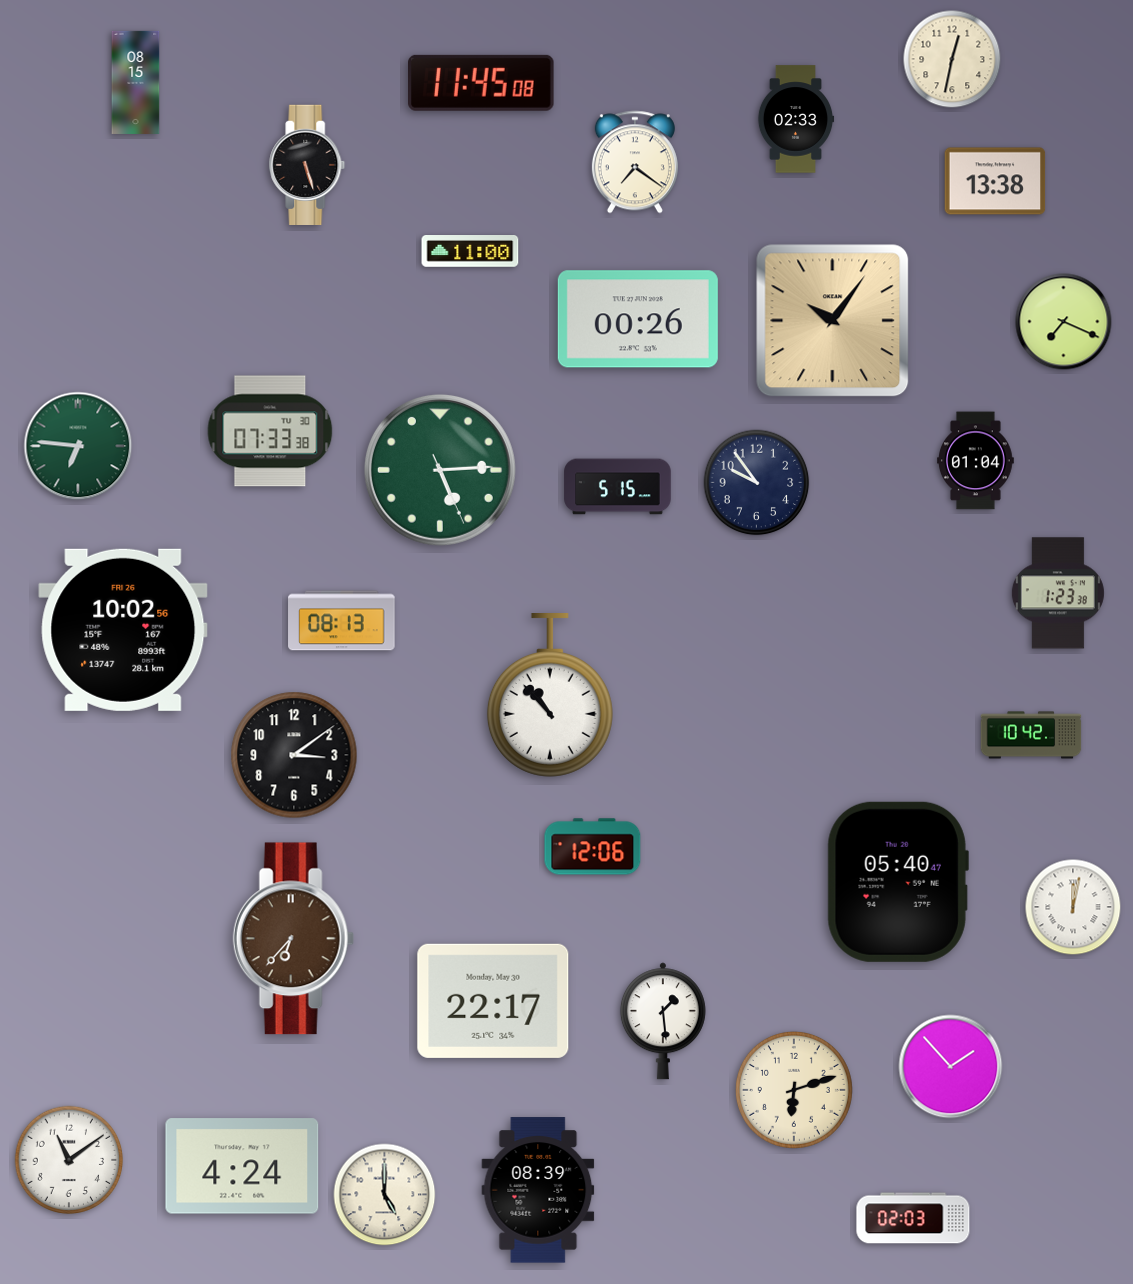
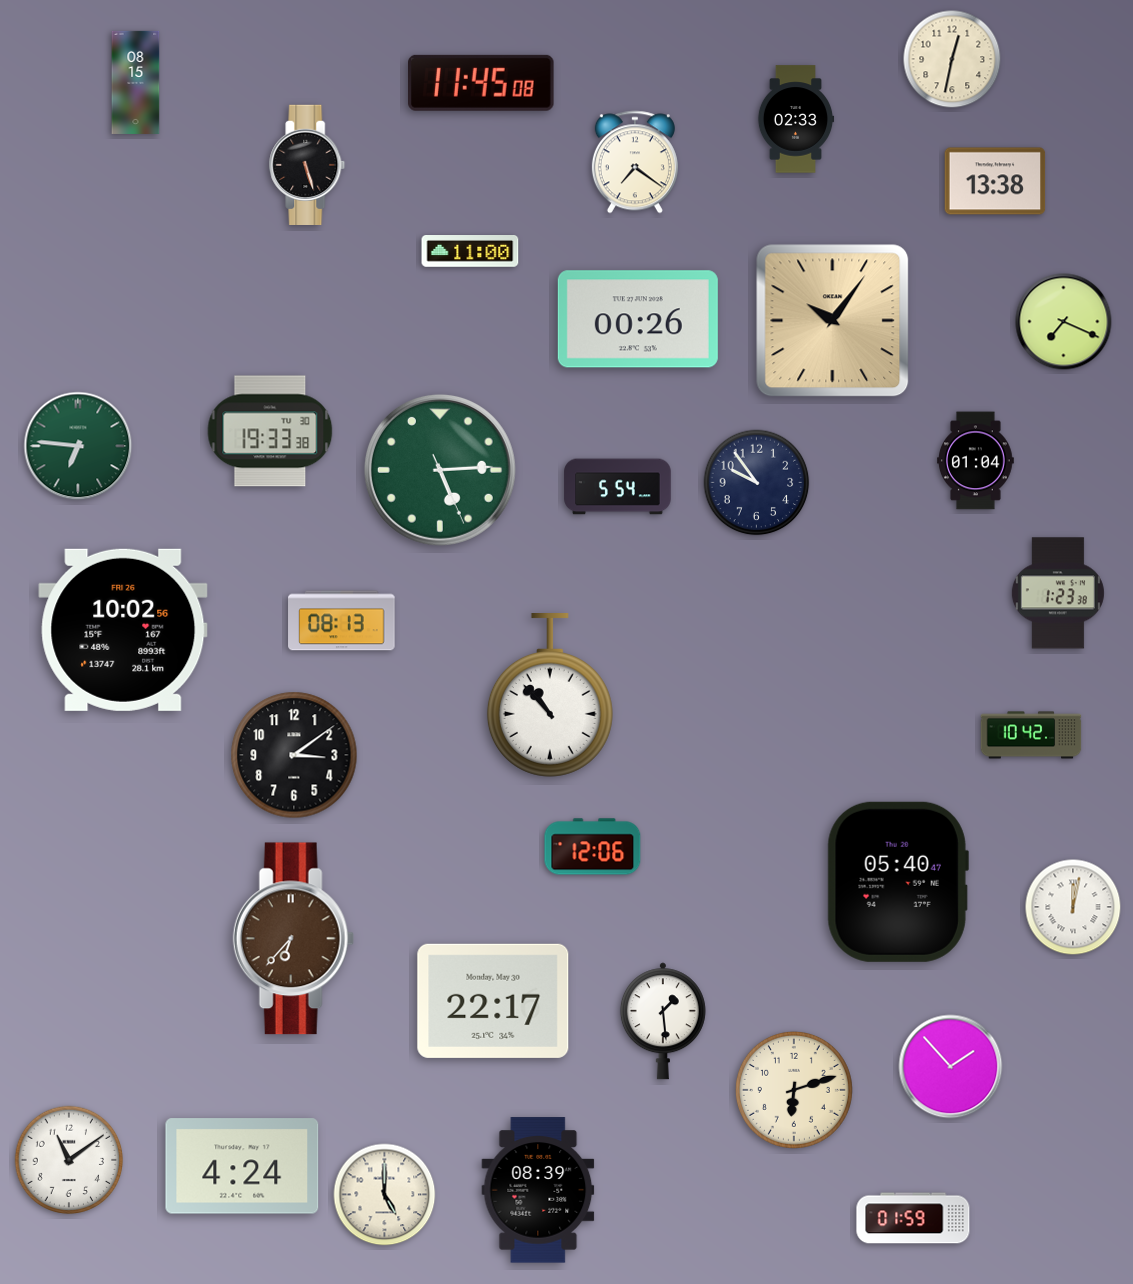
clock at (270, 431): 07:33 -> 19:33
clock at (618, 487): 5:15 -> 5:54
clock at (913, 1218): 02:03 -> 01:59
